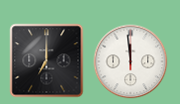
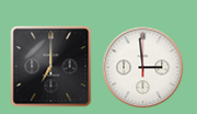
clock at (131, 62): 11:59 -> 2:59
